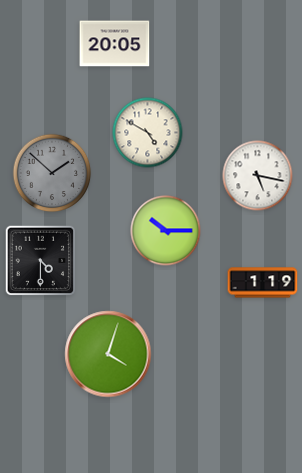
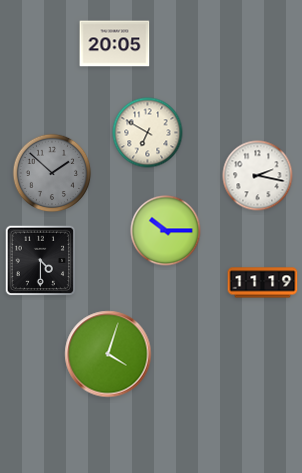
clock at (148, 133): 4:50 -> 6:50
clock at (258, 176): 5:17 -> 2:17
clock at (263, 283): 1:19 -> 11:19
